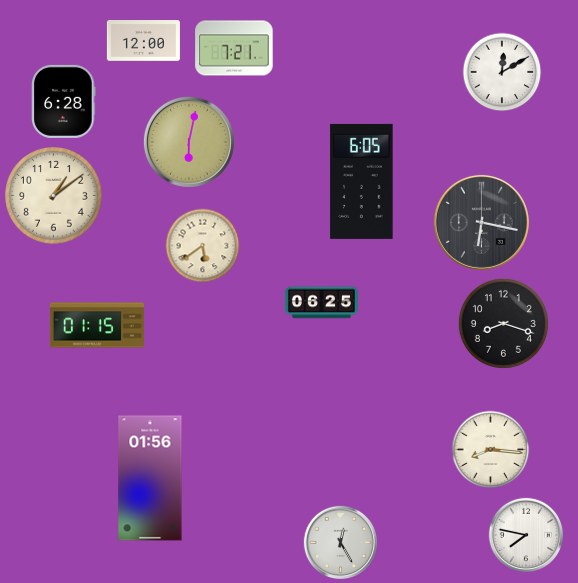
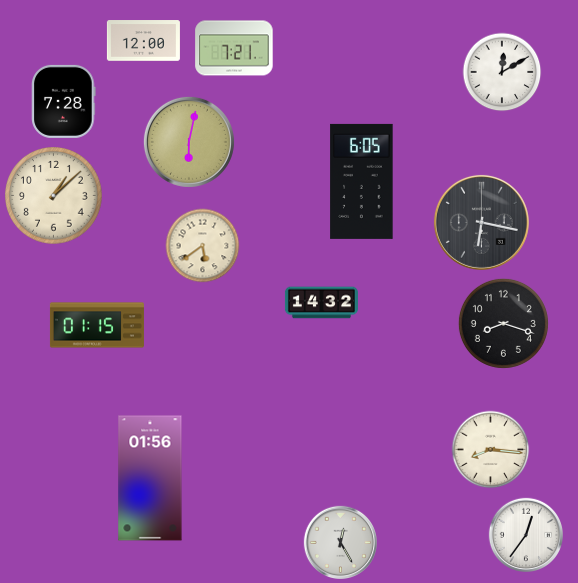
clock at (64, 101): 6:28 -> 7:28
clock at (54, 196): 1:09 -> 1:08
clock at (321, 303): 06:25 -> 14:32
clock at (525, 534): 7:47 -> 12:36
